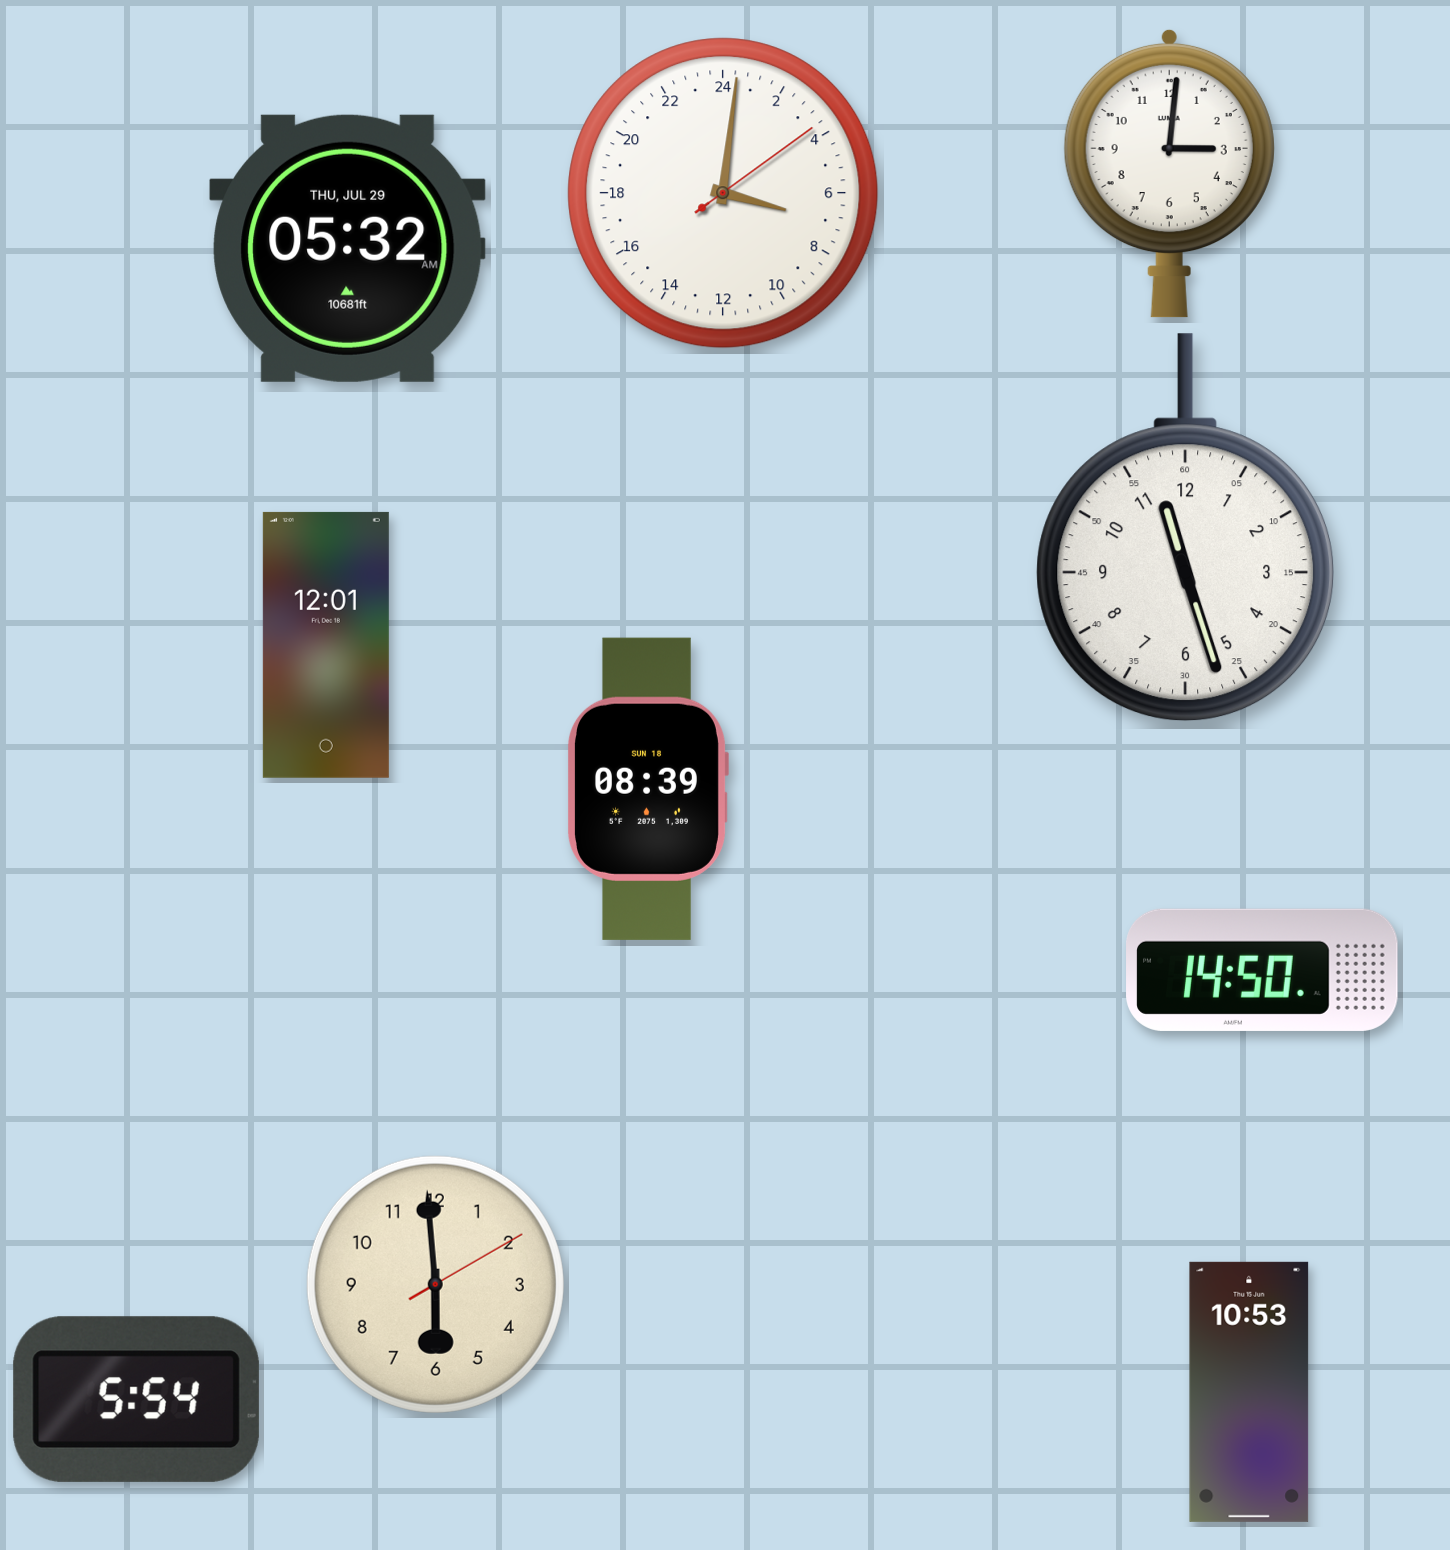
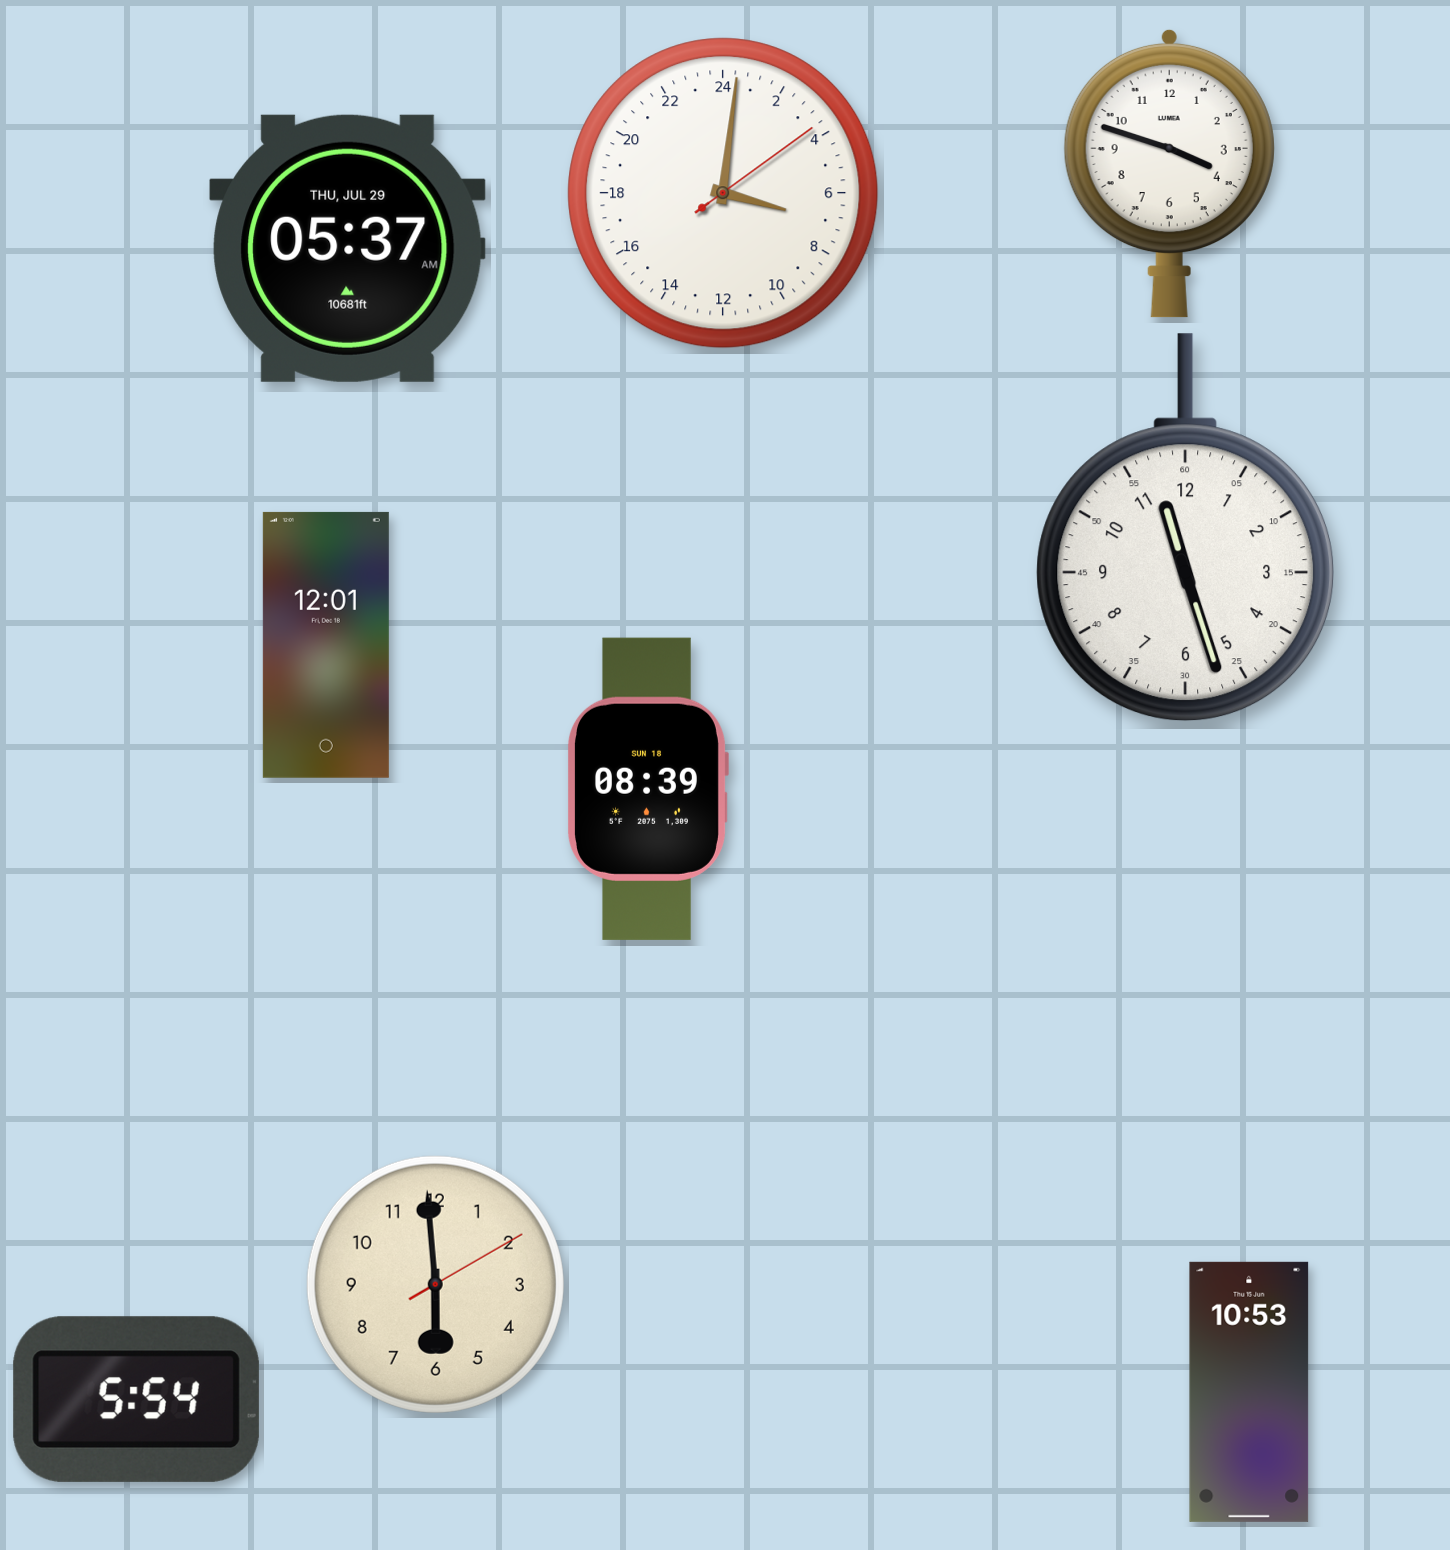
clock at (1169, 173): 3:01 -> 3:48
clock at (348, 248): 05:32 -> 05:37
clock at (1262, 970): 14:50 -> none
